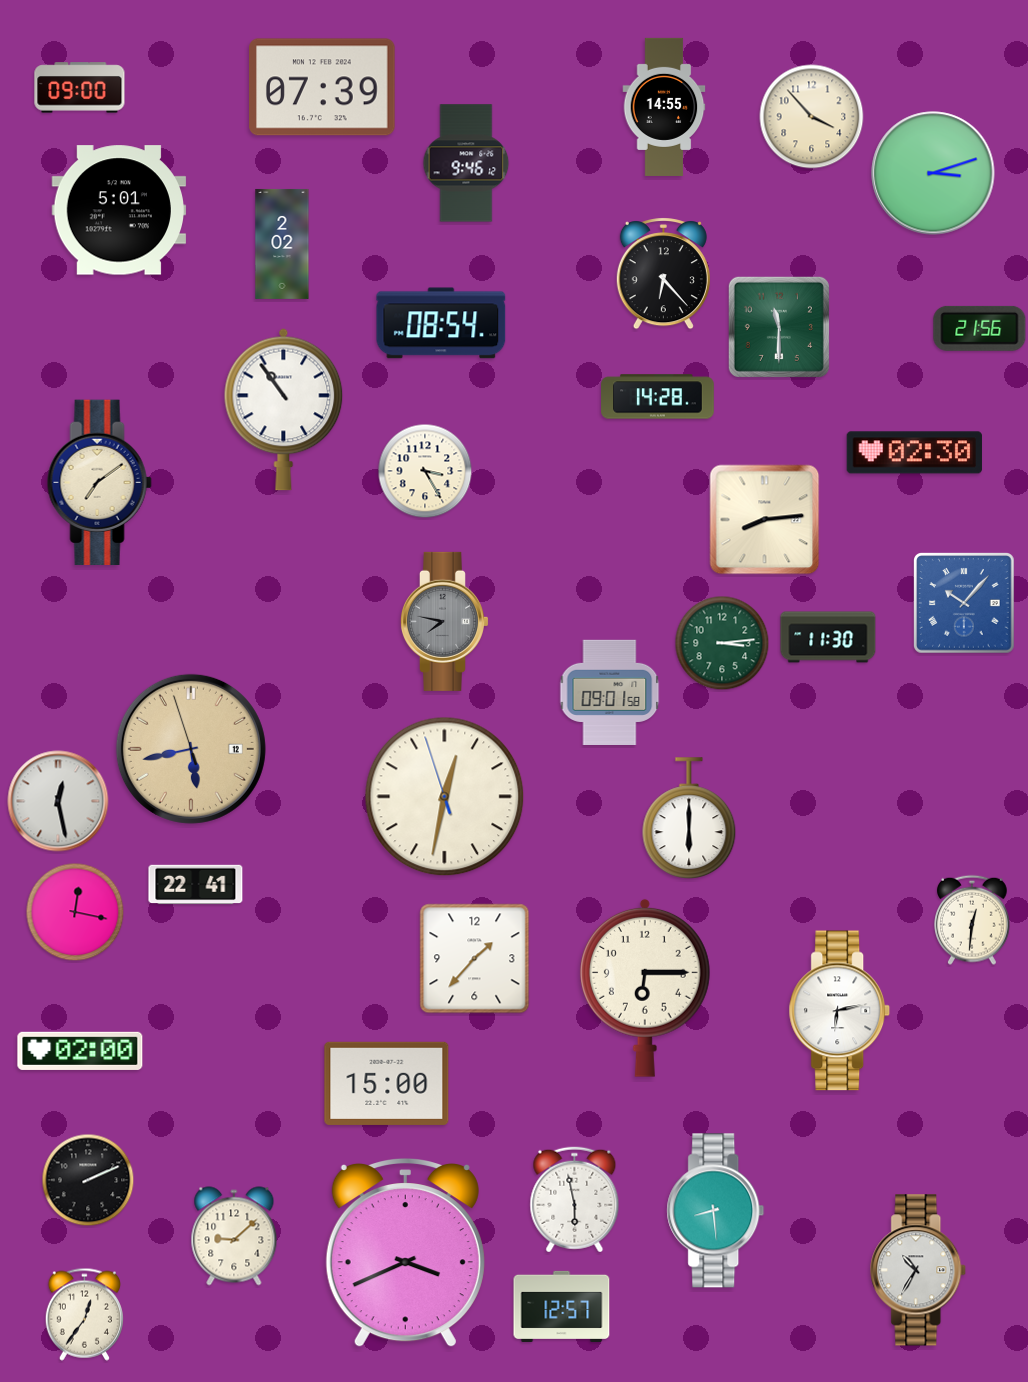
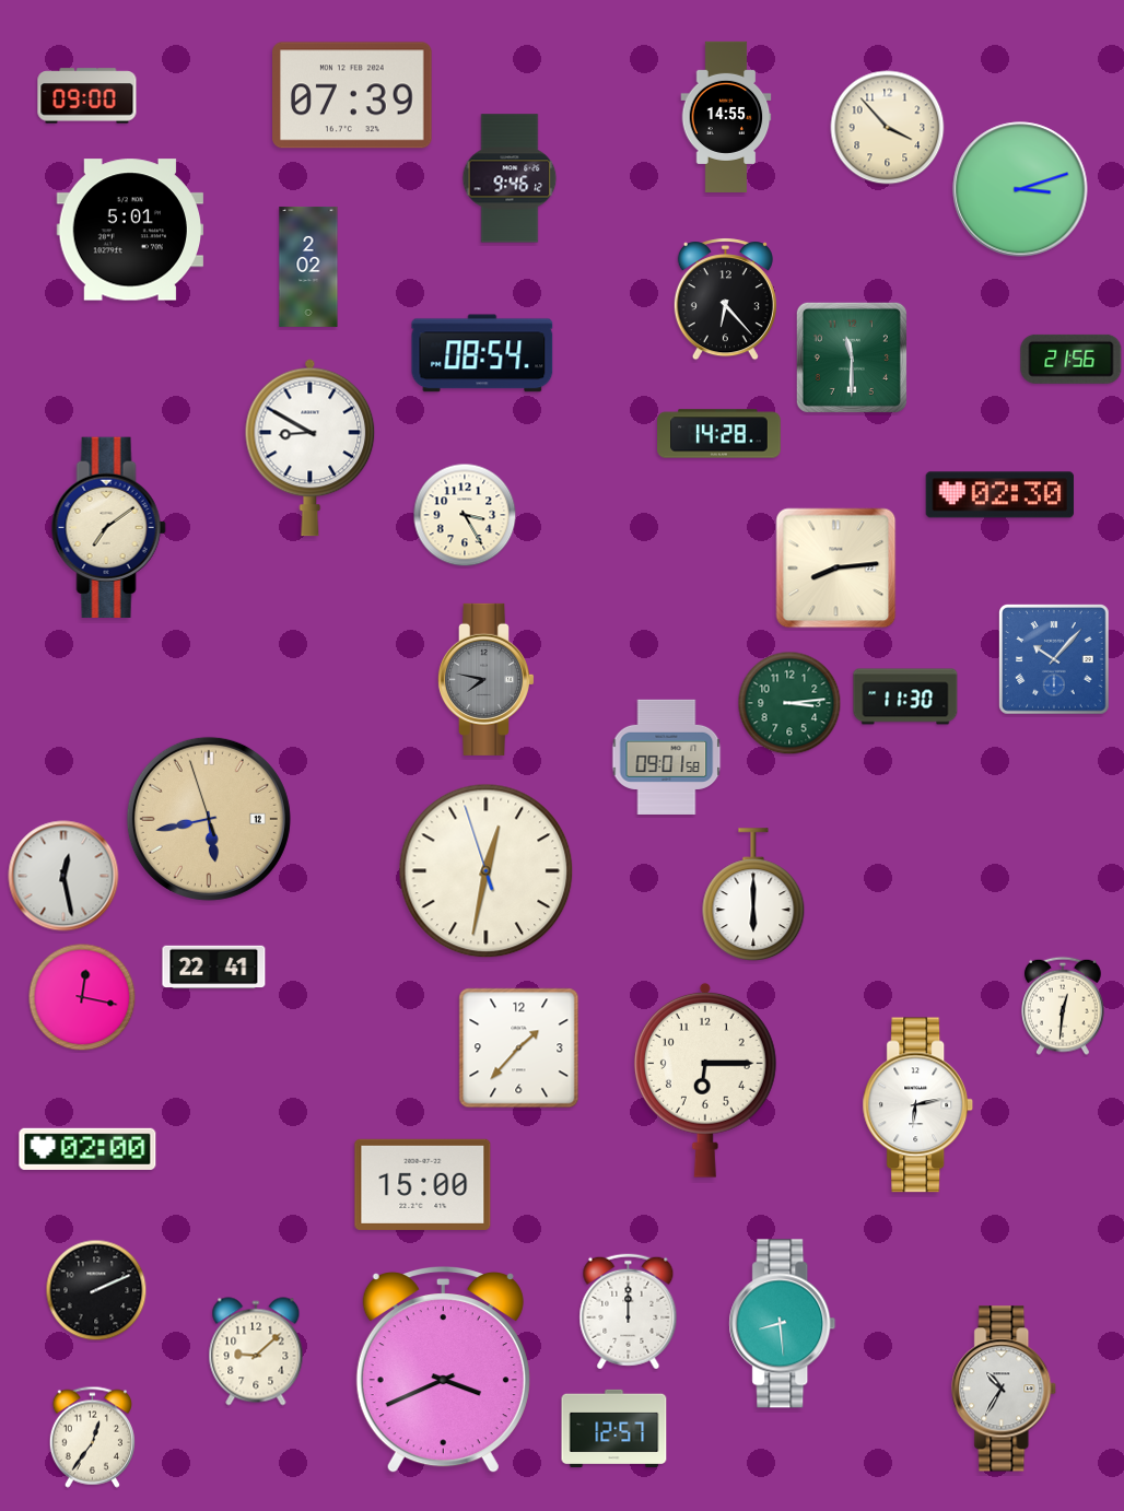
clock at (284, 409): 10:54 -> 8:50
clock at (575, 1200): 5:58 -> 12:00
